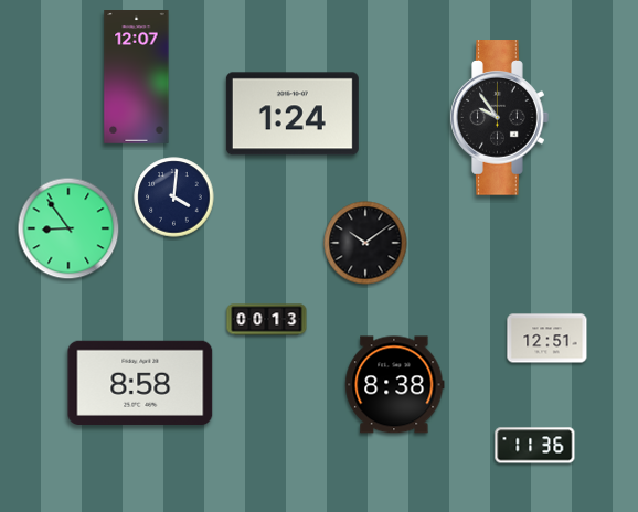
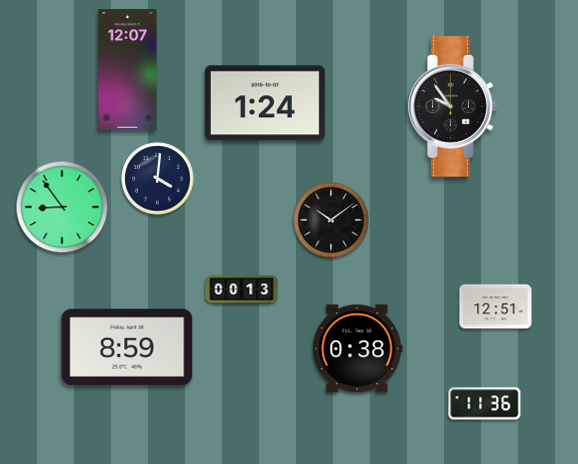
clock at (137, 77) position: (137, 77) -> (128, 70)
clock at (140, 383): 8:58 -> 8:59
clock at (395, 385): 8:38 -> 0:38
